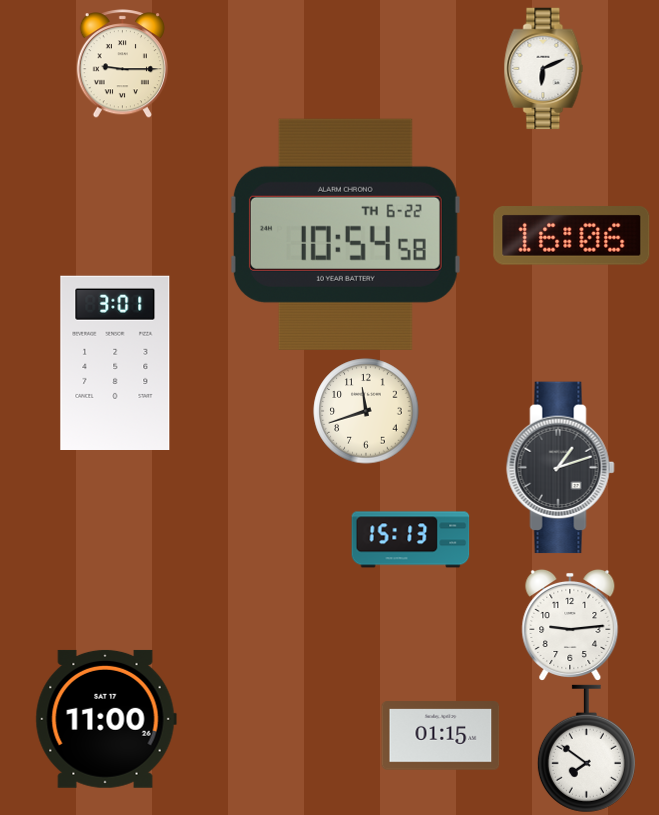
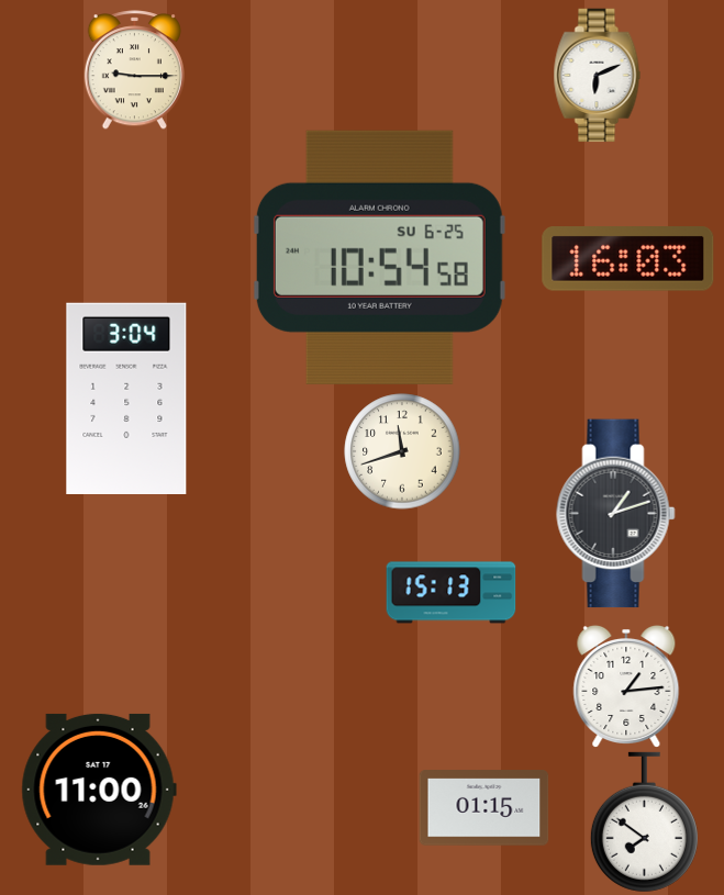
clock at (345, 234) date: TH 6-22 -> SU 6-25
clock at (572, 236): 16:06 -> 16:03
clock at (115, 362): 3:01 -> 3:04
clock at (570, 625): 9:14 -> 1:14
clock at (106, 719) position: (106, 719) -> (99, 790)
